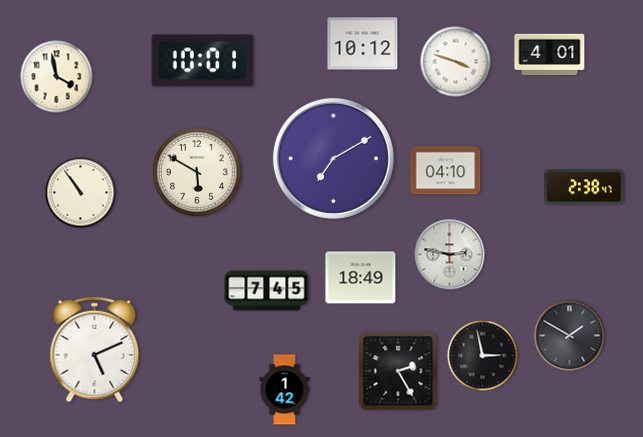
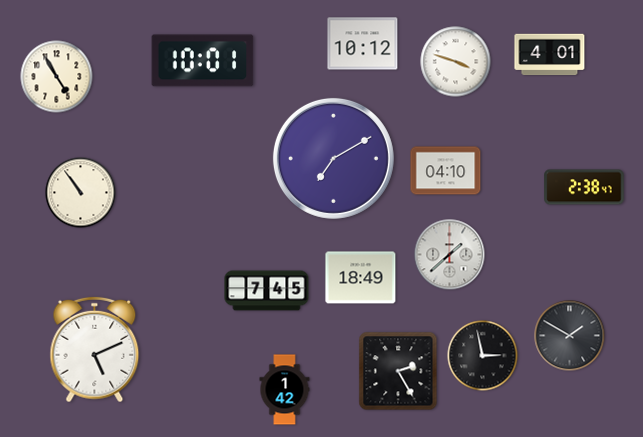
clock at (57, 77): 3:58 -> 4:55
clock at (197, 172): 5:50 -> none
clock at (450, 255): 2:47 -> 1:38
